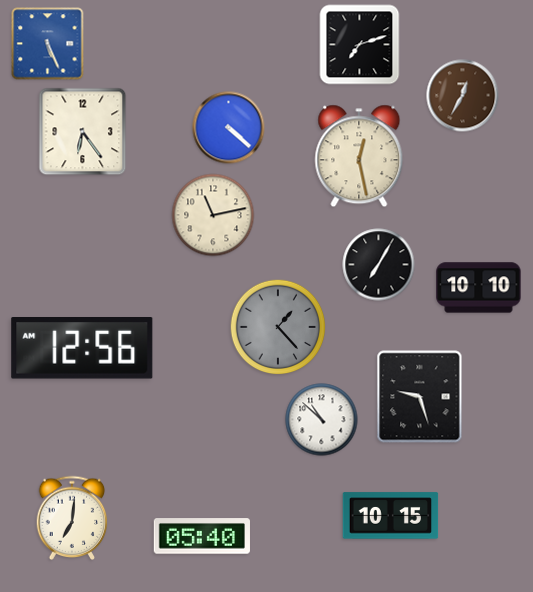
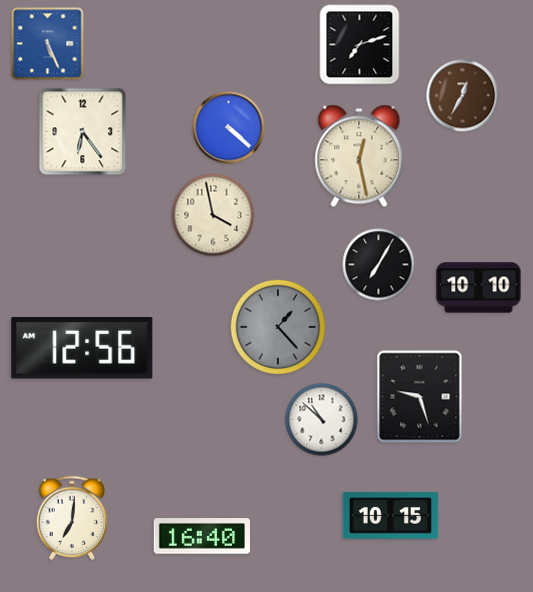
clock at (213, 215): 11:13 -> 3:58
clock at (202, 536): 05:40 -> 16:40
